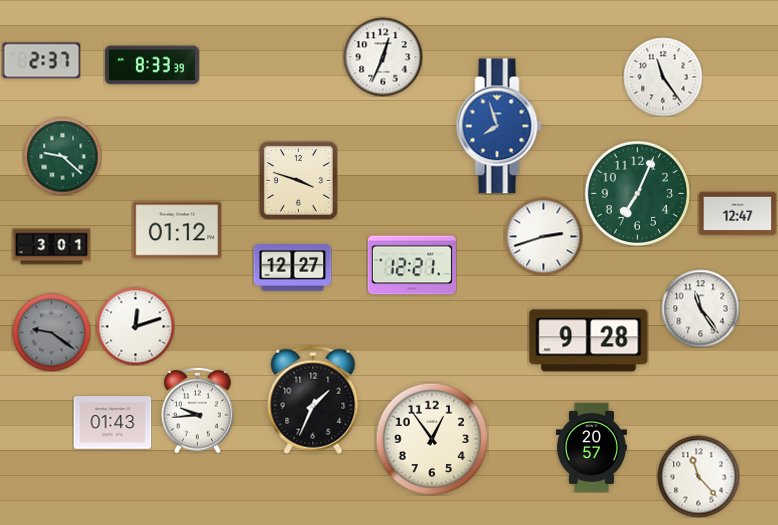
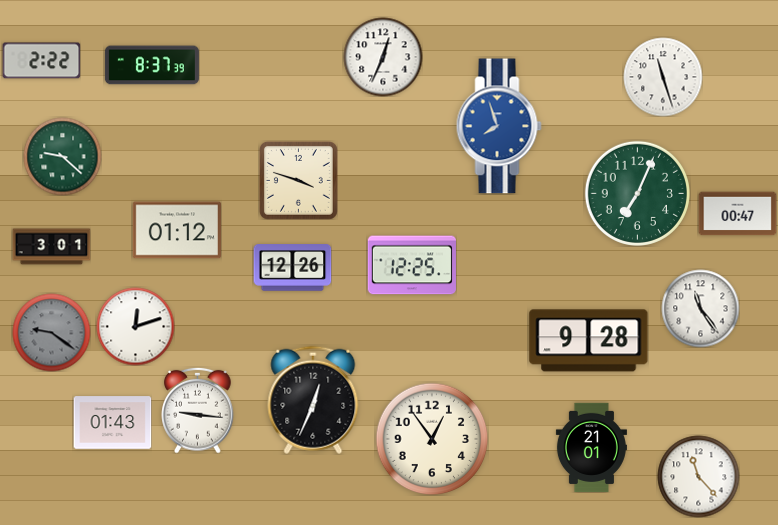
clock at (41, 61): 2:37 -> 2:22
clock at (152, 65): 8:33 -> 8:37
clock at (663, 77): 11:24 -> 11:27
clock at (737, 214): 12:47 -> 00:47
clock at (543, 236): 2:42 -> none
clock at (412, 265): 12:21 -> 12:25
clock at (292, 268): 12:27 -> 12:26
clock at (313, 400): 1:34 -> 12:34
clock at (198, 410): 9:44 -> 9:16
clock at (591, 447): 20:57 -> 21:01
